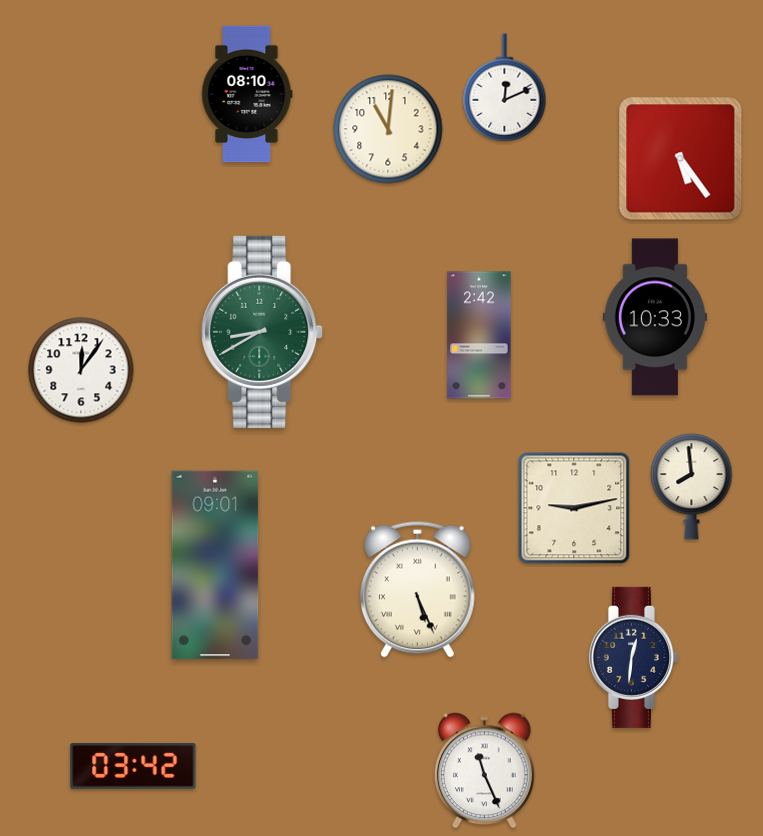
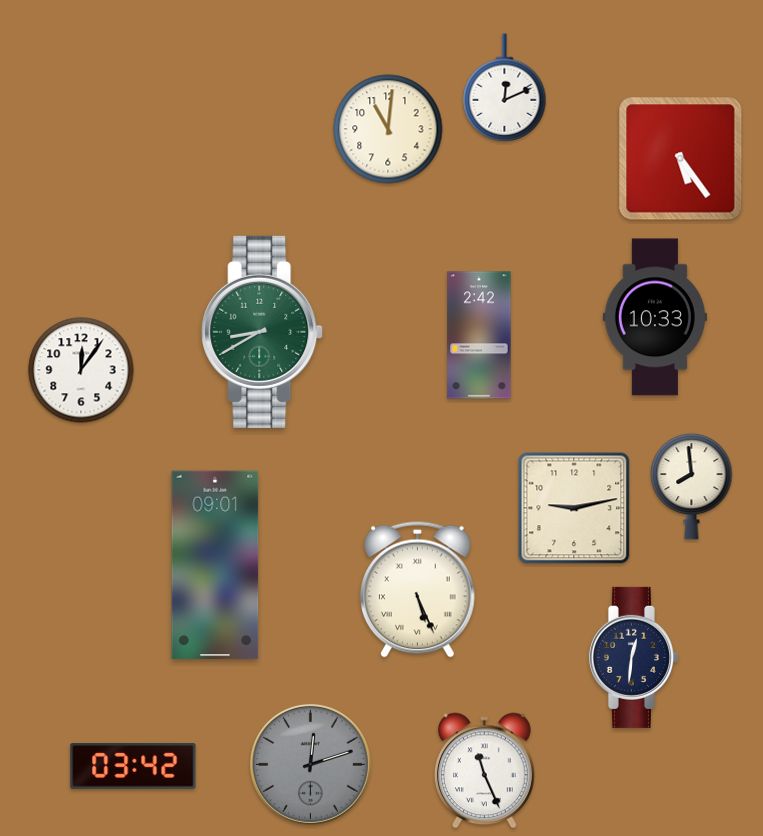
clock at (247, 94): 08:10 -> none
clock at (310, 764): none -> 12:12
